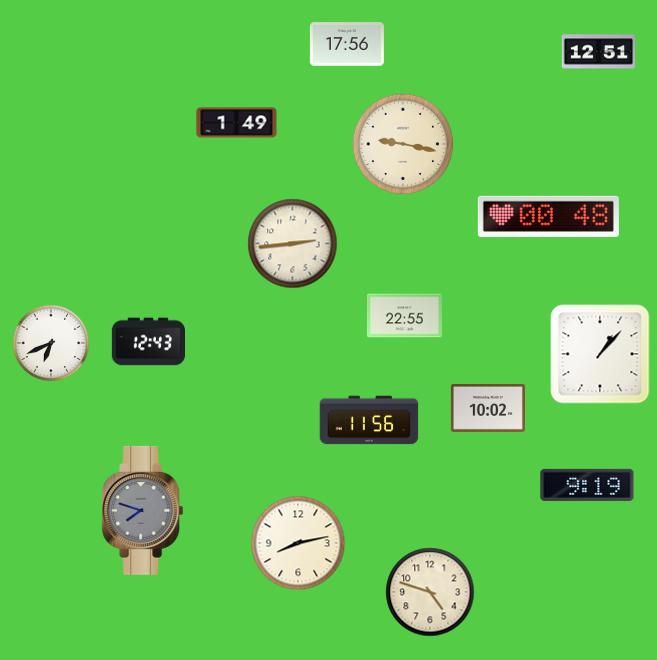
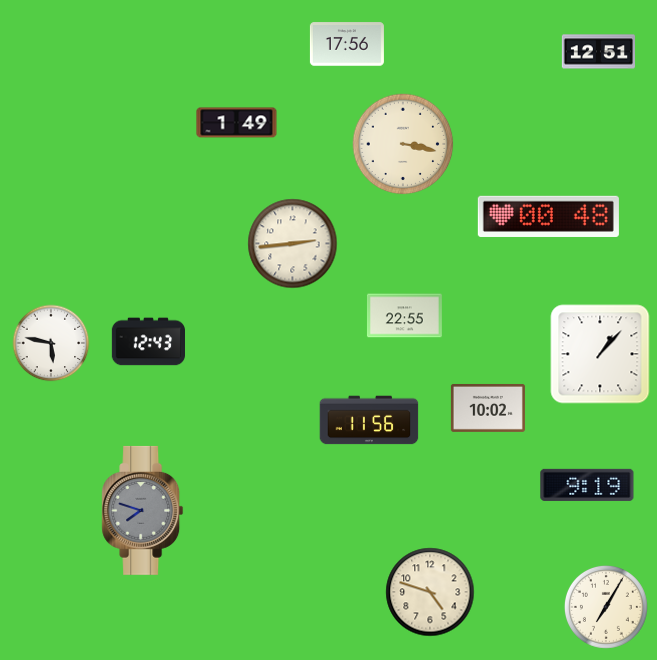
clock at (403, 144): 9:17 -> 3:17
clock at (51, 343): 6:41 -> 5:47
clock at (298, 543): 8:13 -> none
clock at (606, 607): none -> 7:05
